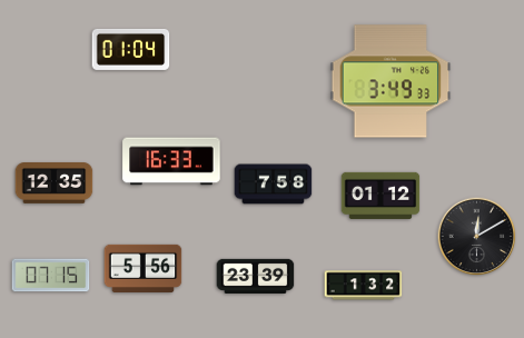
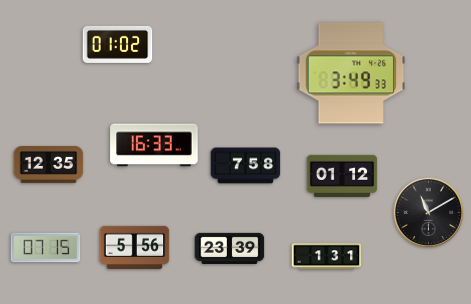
clock at (131, 49): 01:04 -> 01:02
clock at (477, 237): 12:10 -> 11:10
clock at (144, 268) position: (144, 268) -> (135, 247)
clock at (364, 286): 1:32 -> 1:31
